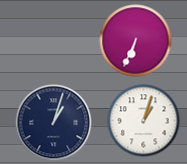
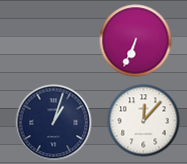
clock at (144, 121): 1:03 -> 12:07
